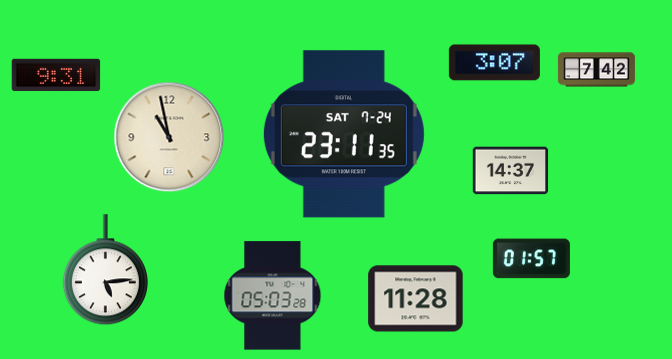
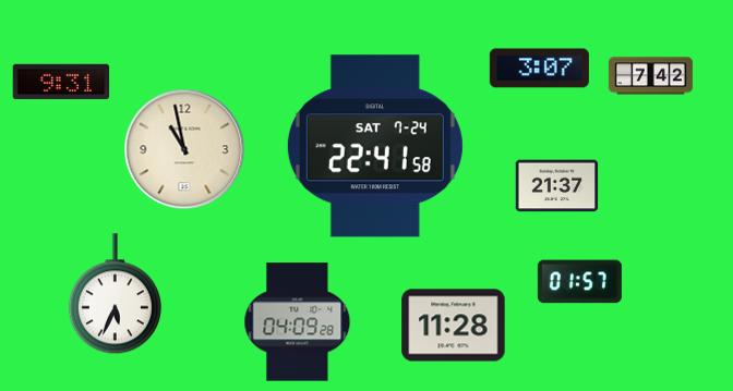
clock at (344, 134): 23:11 -> 22:41
clock at (511, 171): 14:37 -> 21:37
clock at (105, 270): 5:14 -> 5:34
clock at (273, 296): 05:03 -> 04:09
